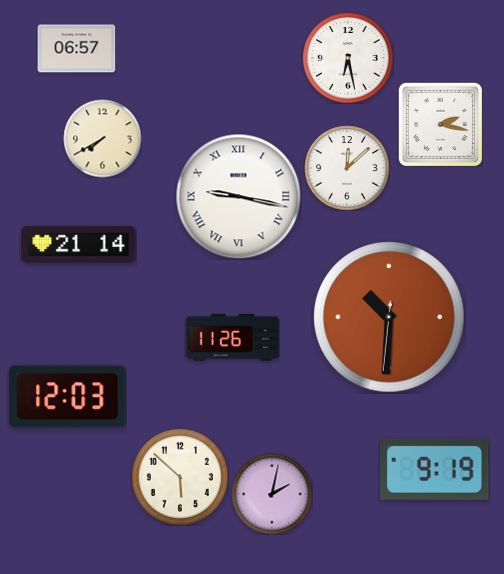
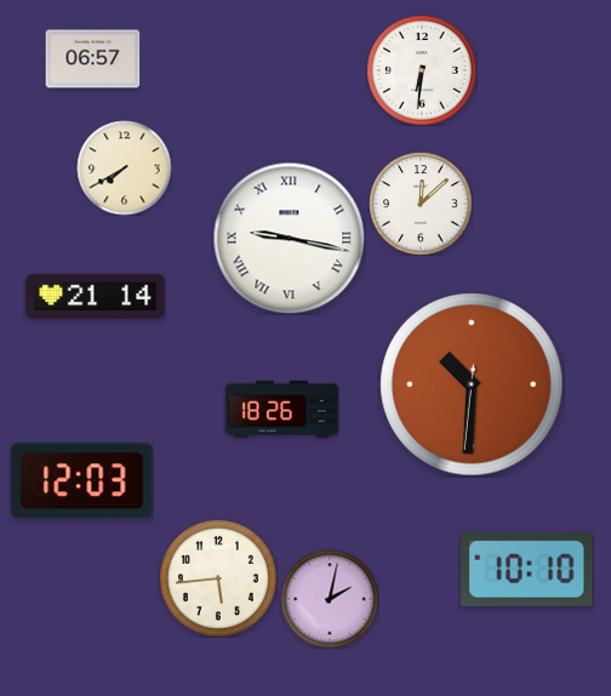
clock at (348, 58): 6:28 -> 6:31
clock at (440, 124): 2:17 -> none
clock at (232, 337): 11:26 -> 18:26
clock at (435, 469): 9:19 -> 10:10
clock at (180, 477): 5:52 -> 5:44
